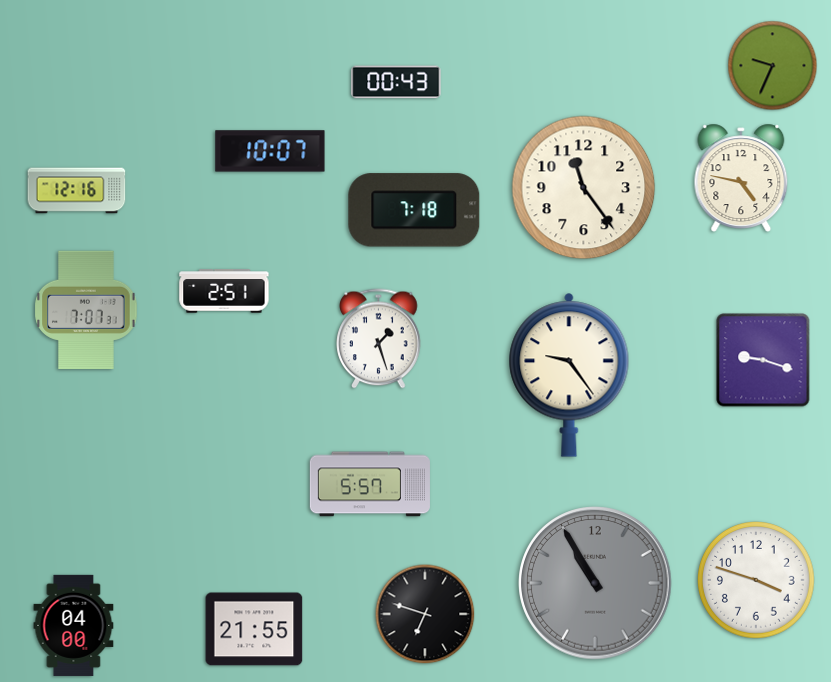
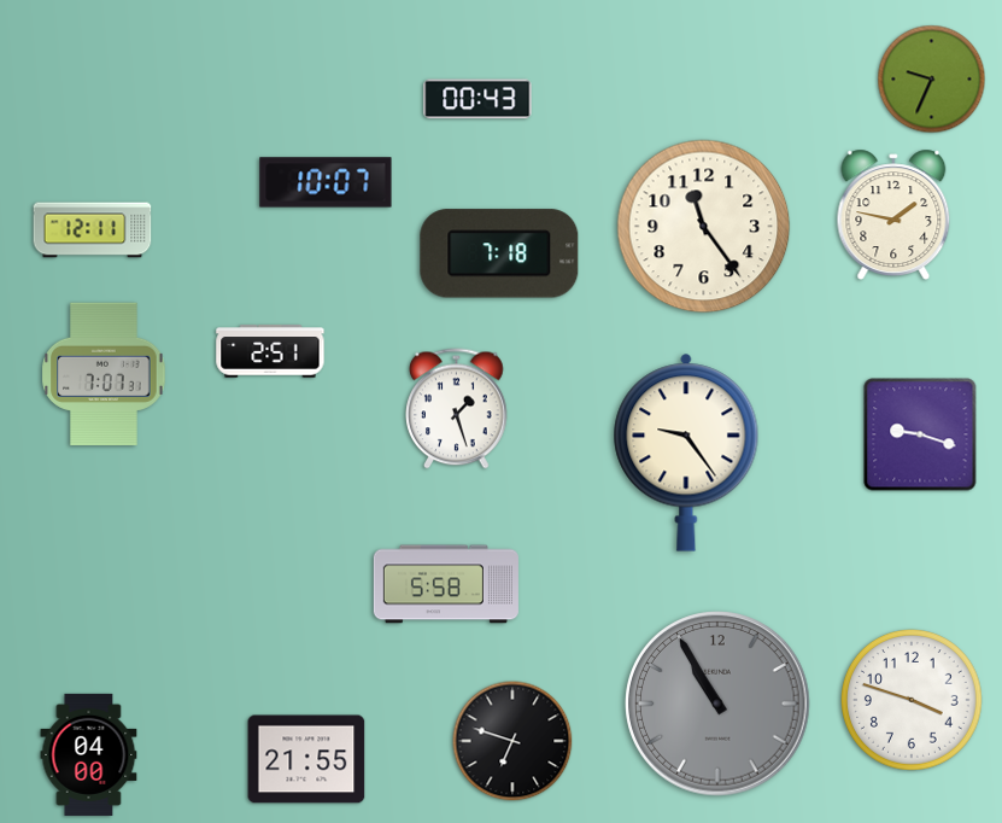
clock at (741, 178): 4:47 -> 1:47
clock at (77, 191): 12:16 -> 12:11
clock at (370, 484): 5:57 -> 5:58
